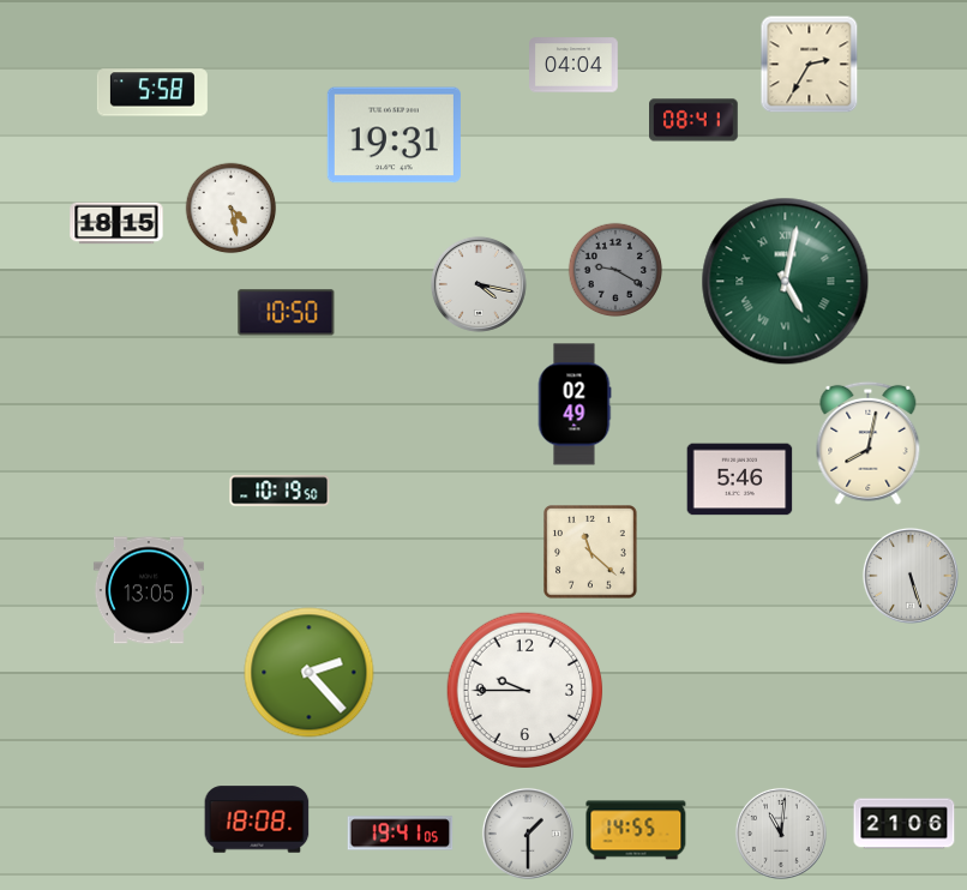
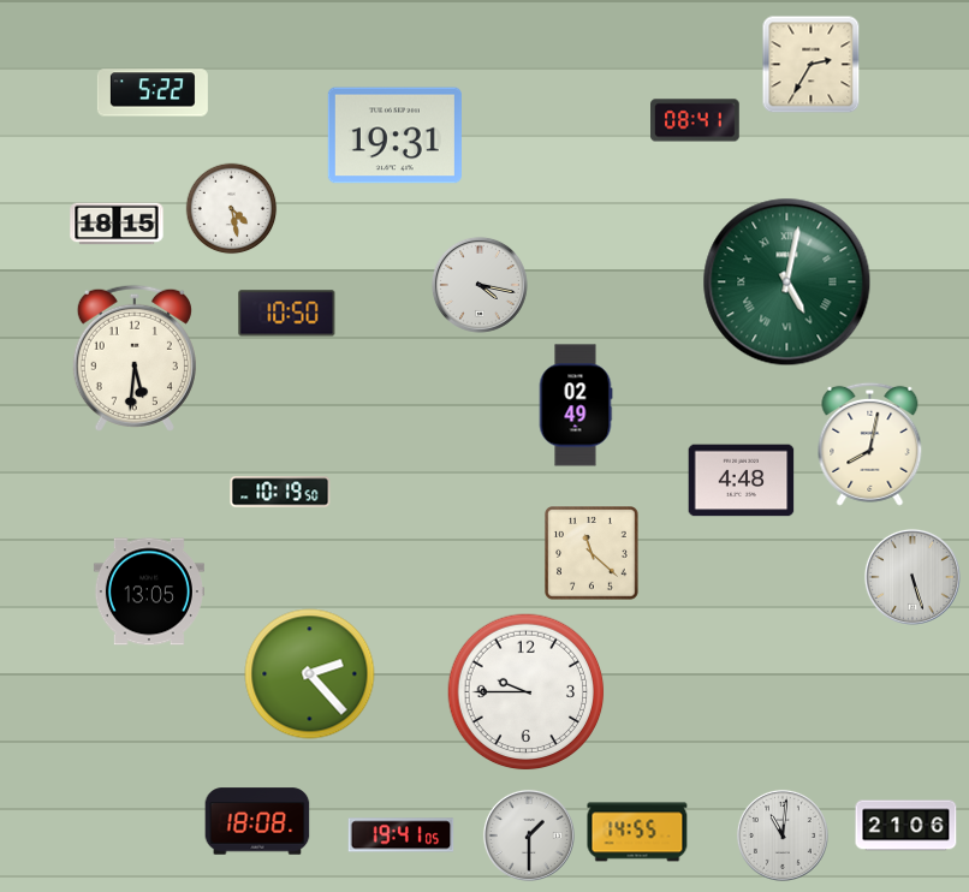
clock at (573, 65): 04:04 -> none
clock at (152, 92): 5:58 -> 5:22
clock at (615, 270): 9:20 -> none
clock at (135, 358): none -> 5:31
clock at (740, 480): 5:46 -> 4:48
